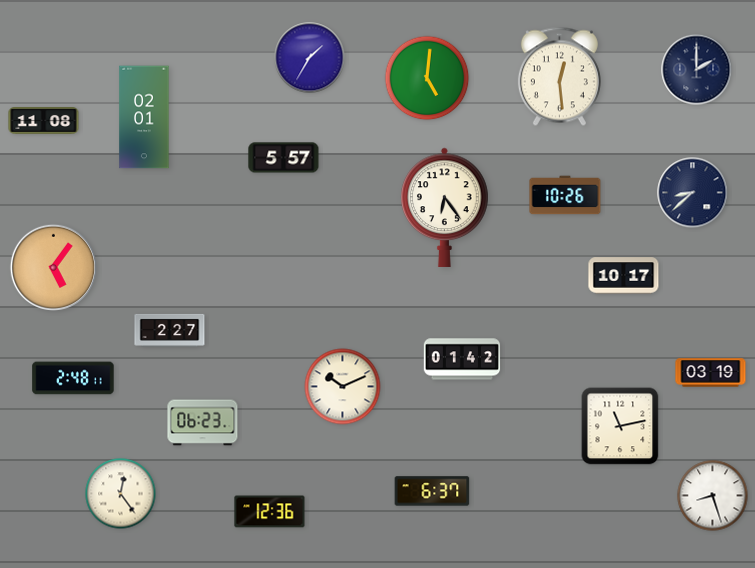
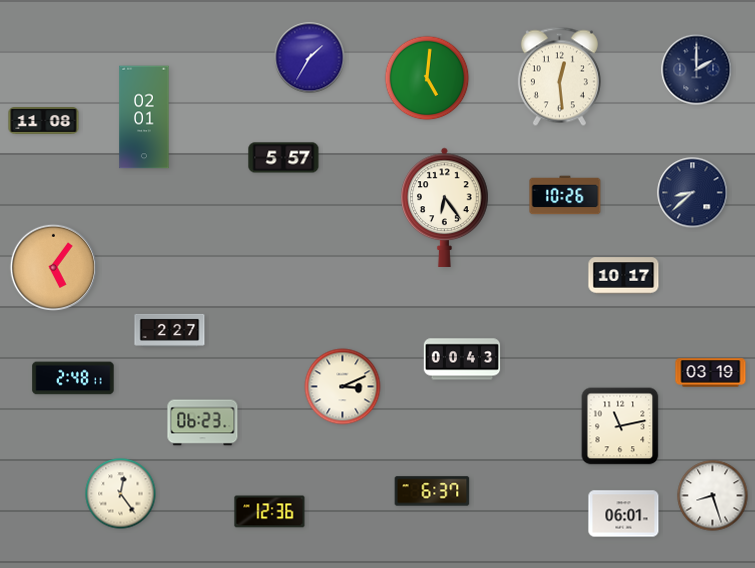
clock at (462, 359): 01:42 -> 00:43
clock at (343, 387): 10:11 -> 3:11
clock at (624, 514): none -> 06:01
